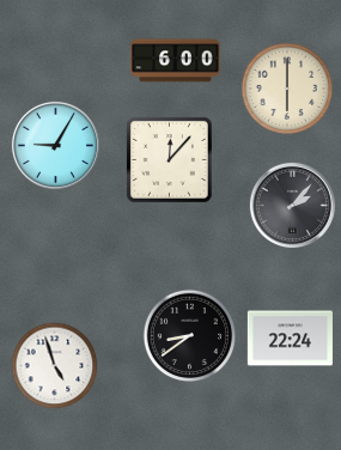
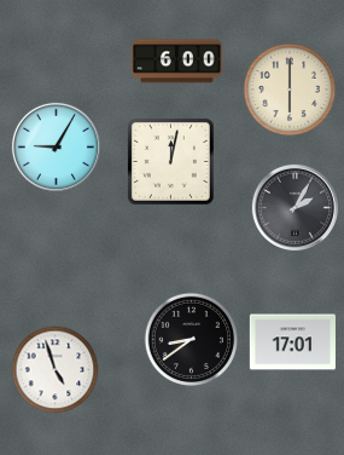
clock at (170, 160): 12:07 -> 12:02
clock at (292, 205): 2:07 -> 2:05
clock at (290, 339): 22:24 -> 17:01
